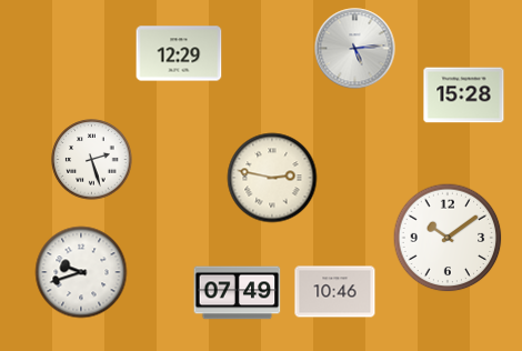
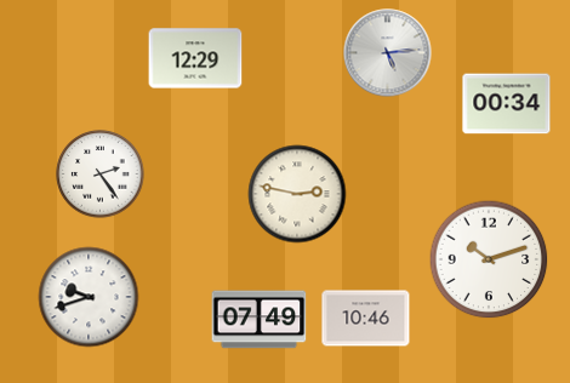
clock at (464, 96): 15:28 -> 00:34
clock at (92, 160): 2:27 -> 2:24
clock at (448, 238): 10:09 -> 10:12
